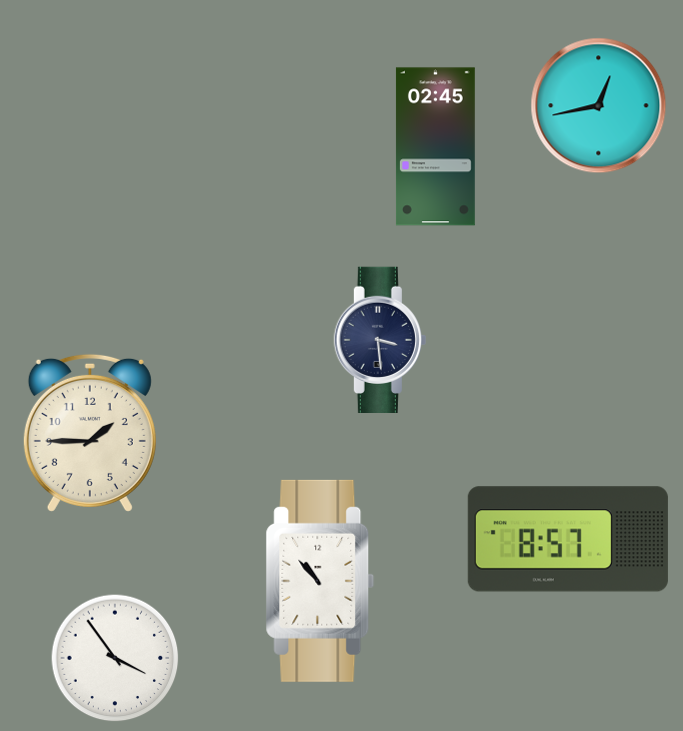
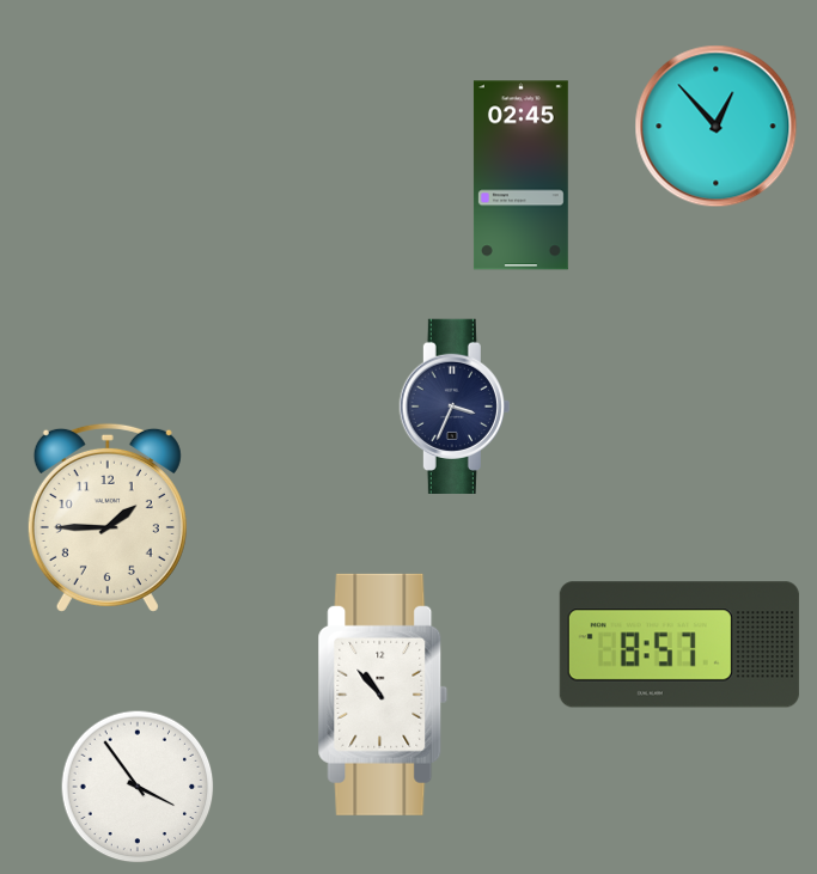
clock at (599, 106): 12:43 -> 12:53
clock at (380, 339): 3:29 -> 3:34
